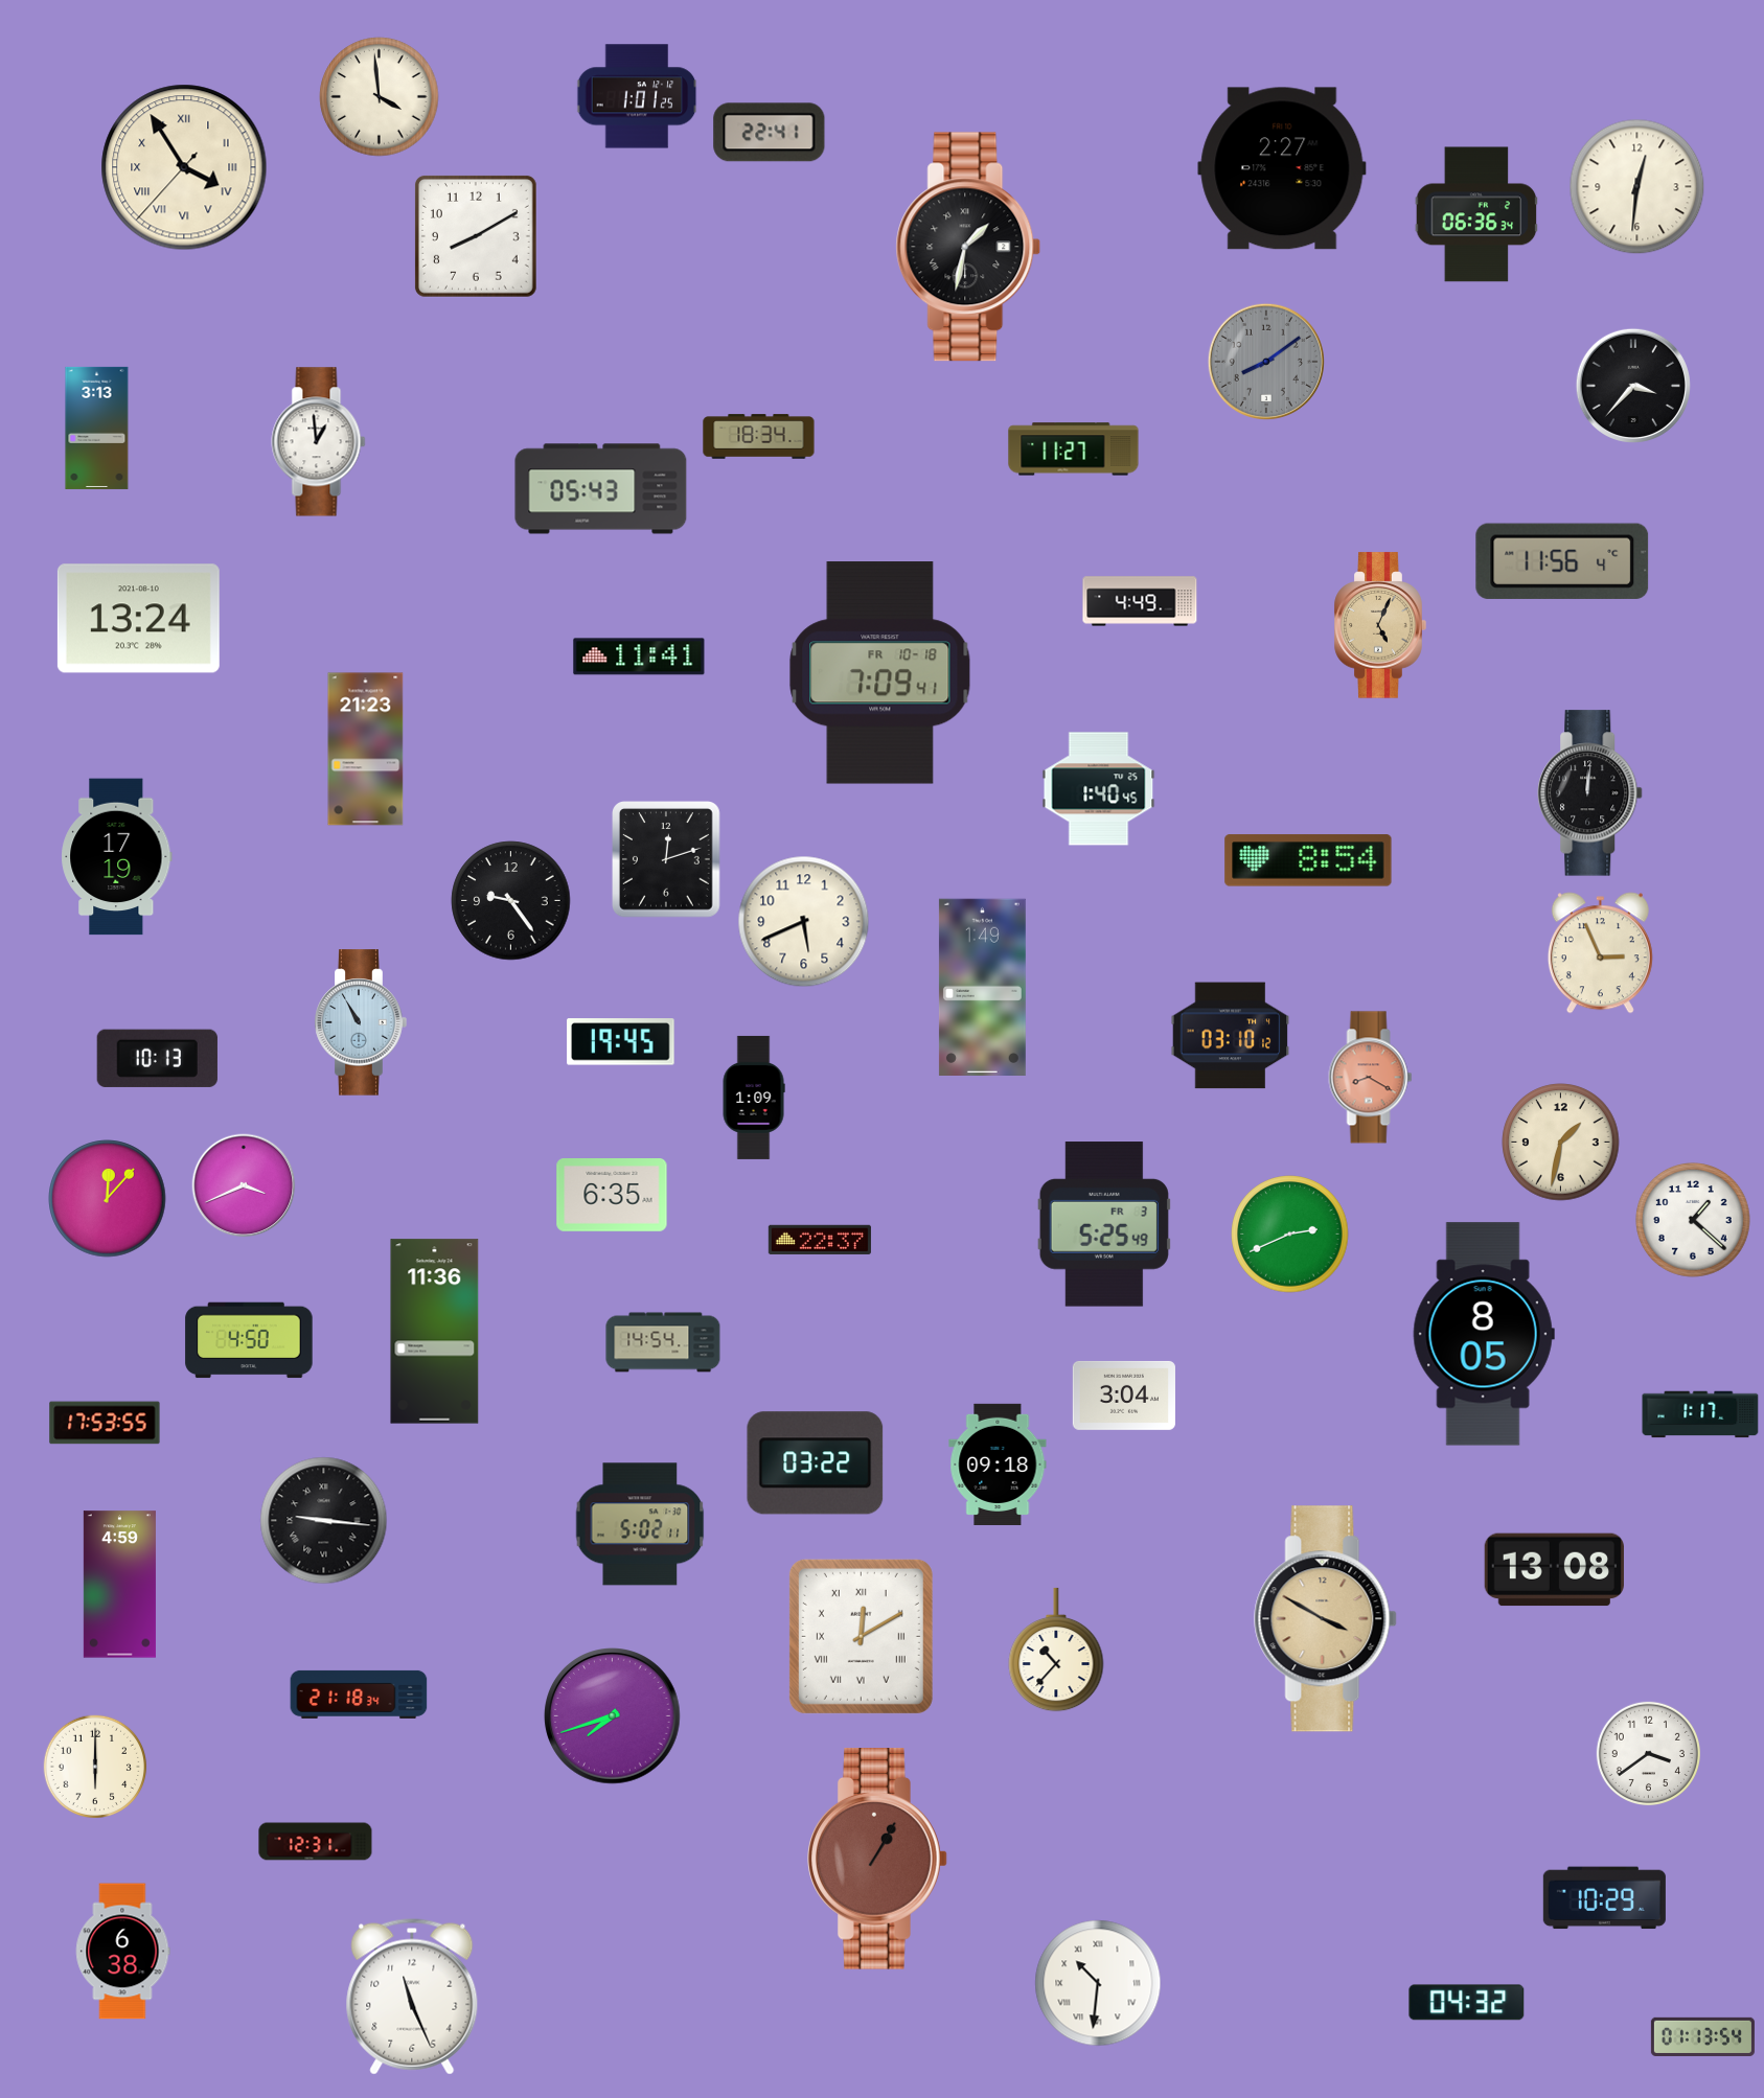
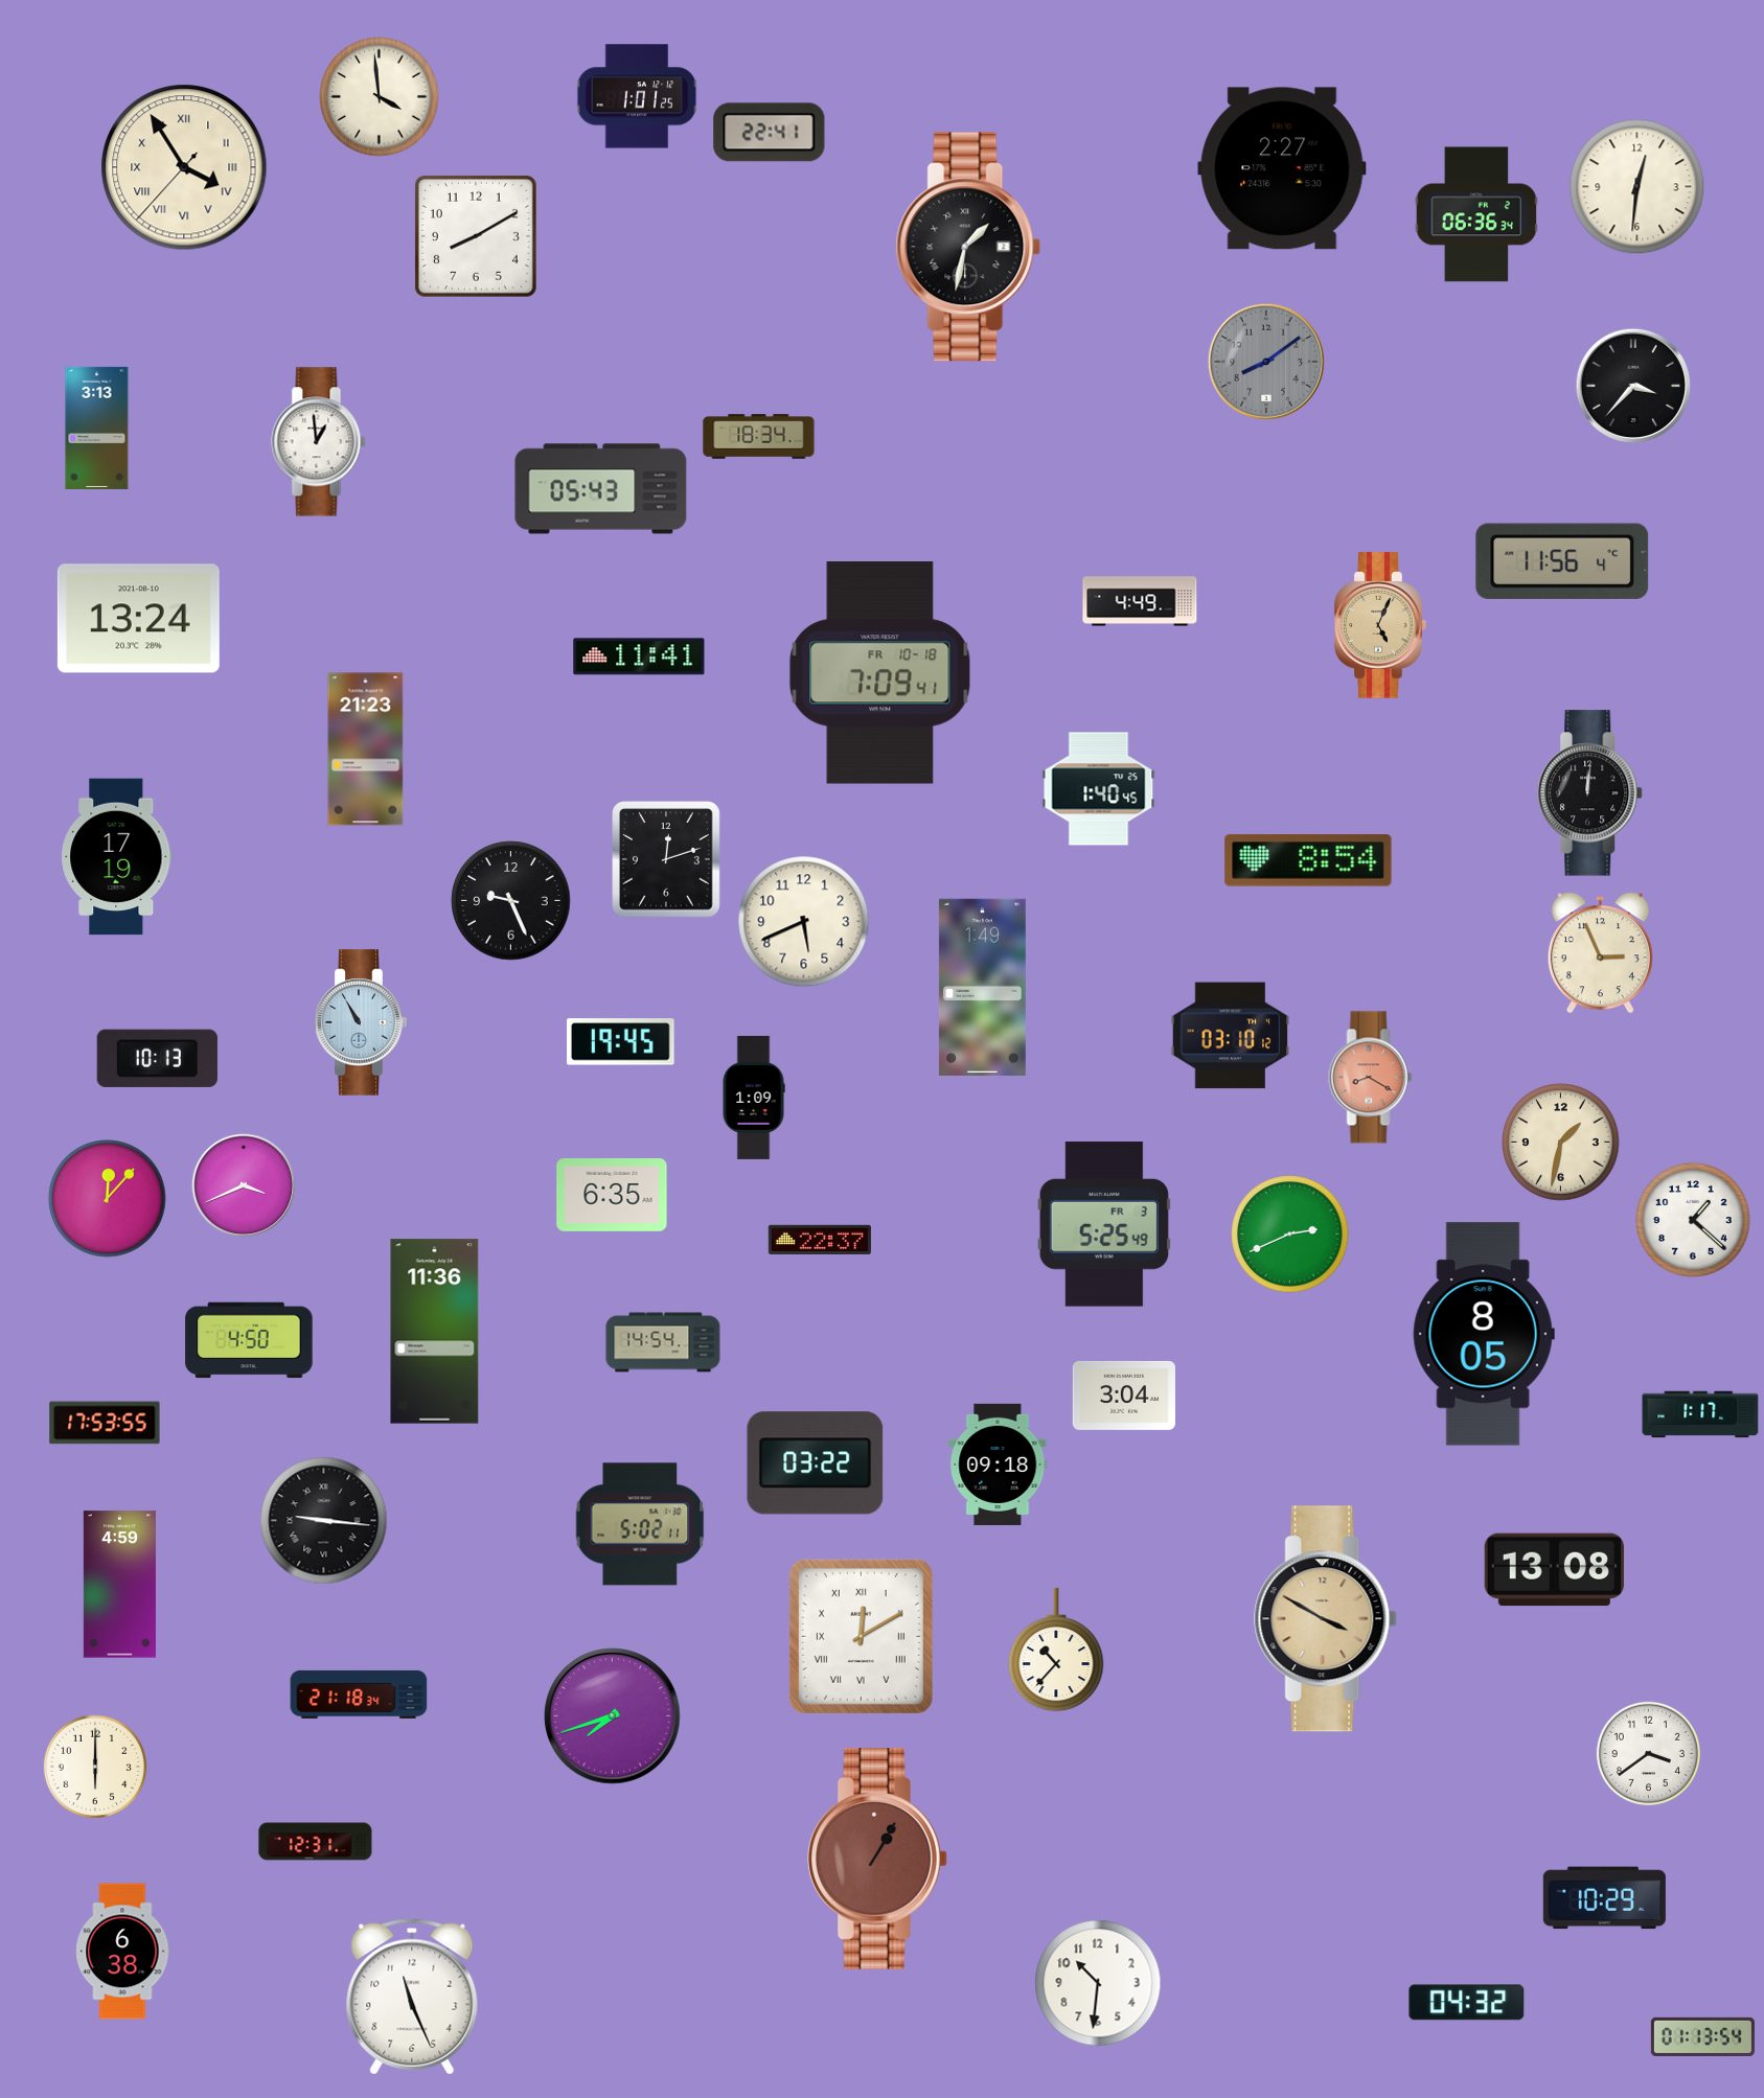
clock at (1074, 449): 11:27 -> none
clock at (511, 901): 9:24 -> 9:26
clock at (1098, 1983) numerals: Roman -> Arabic
